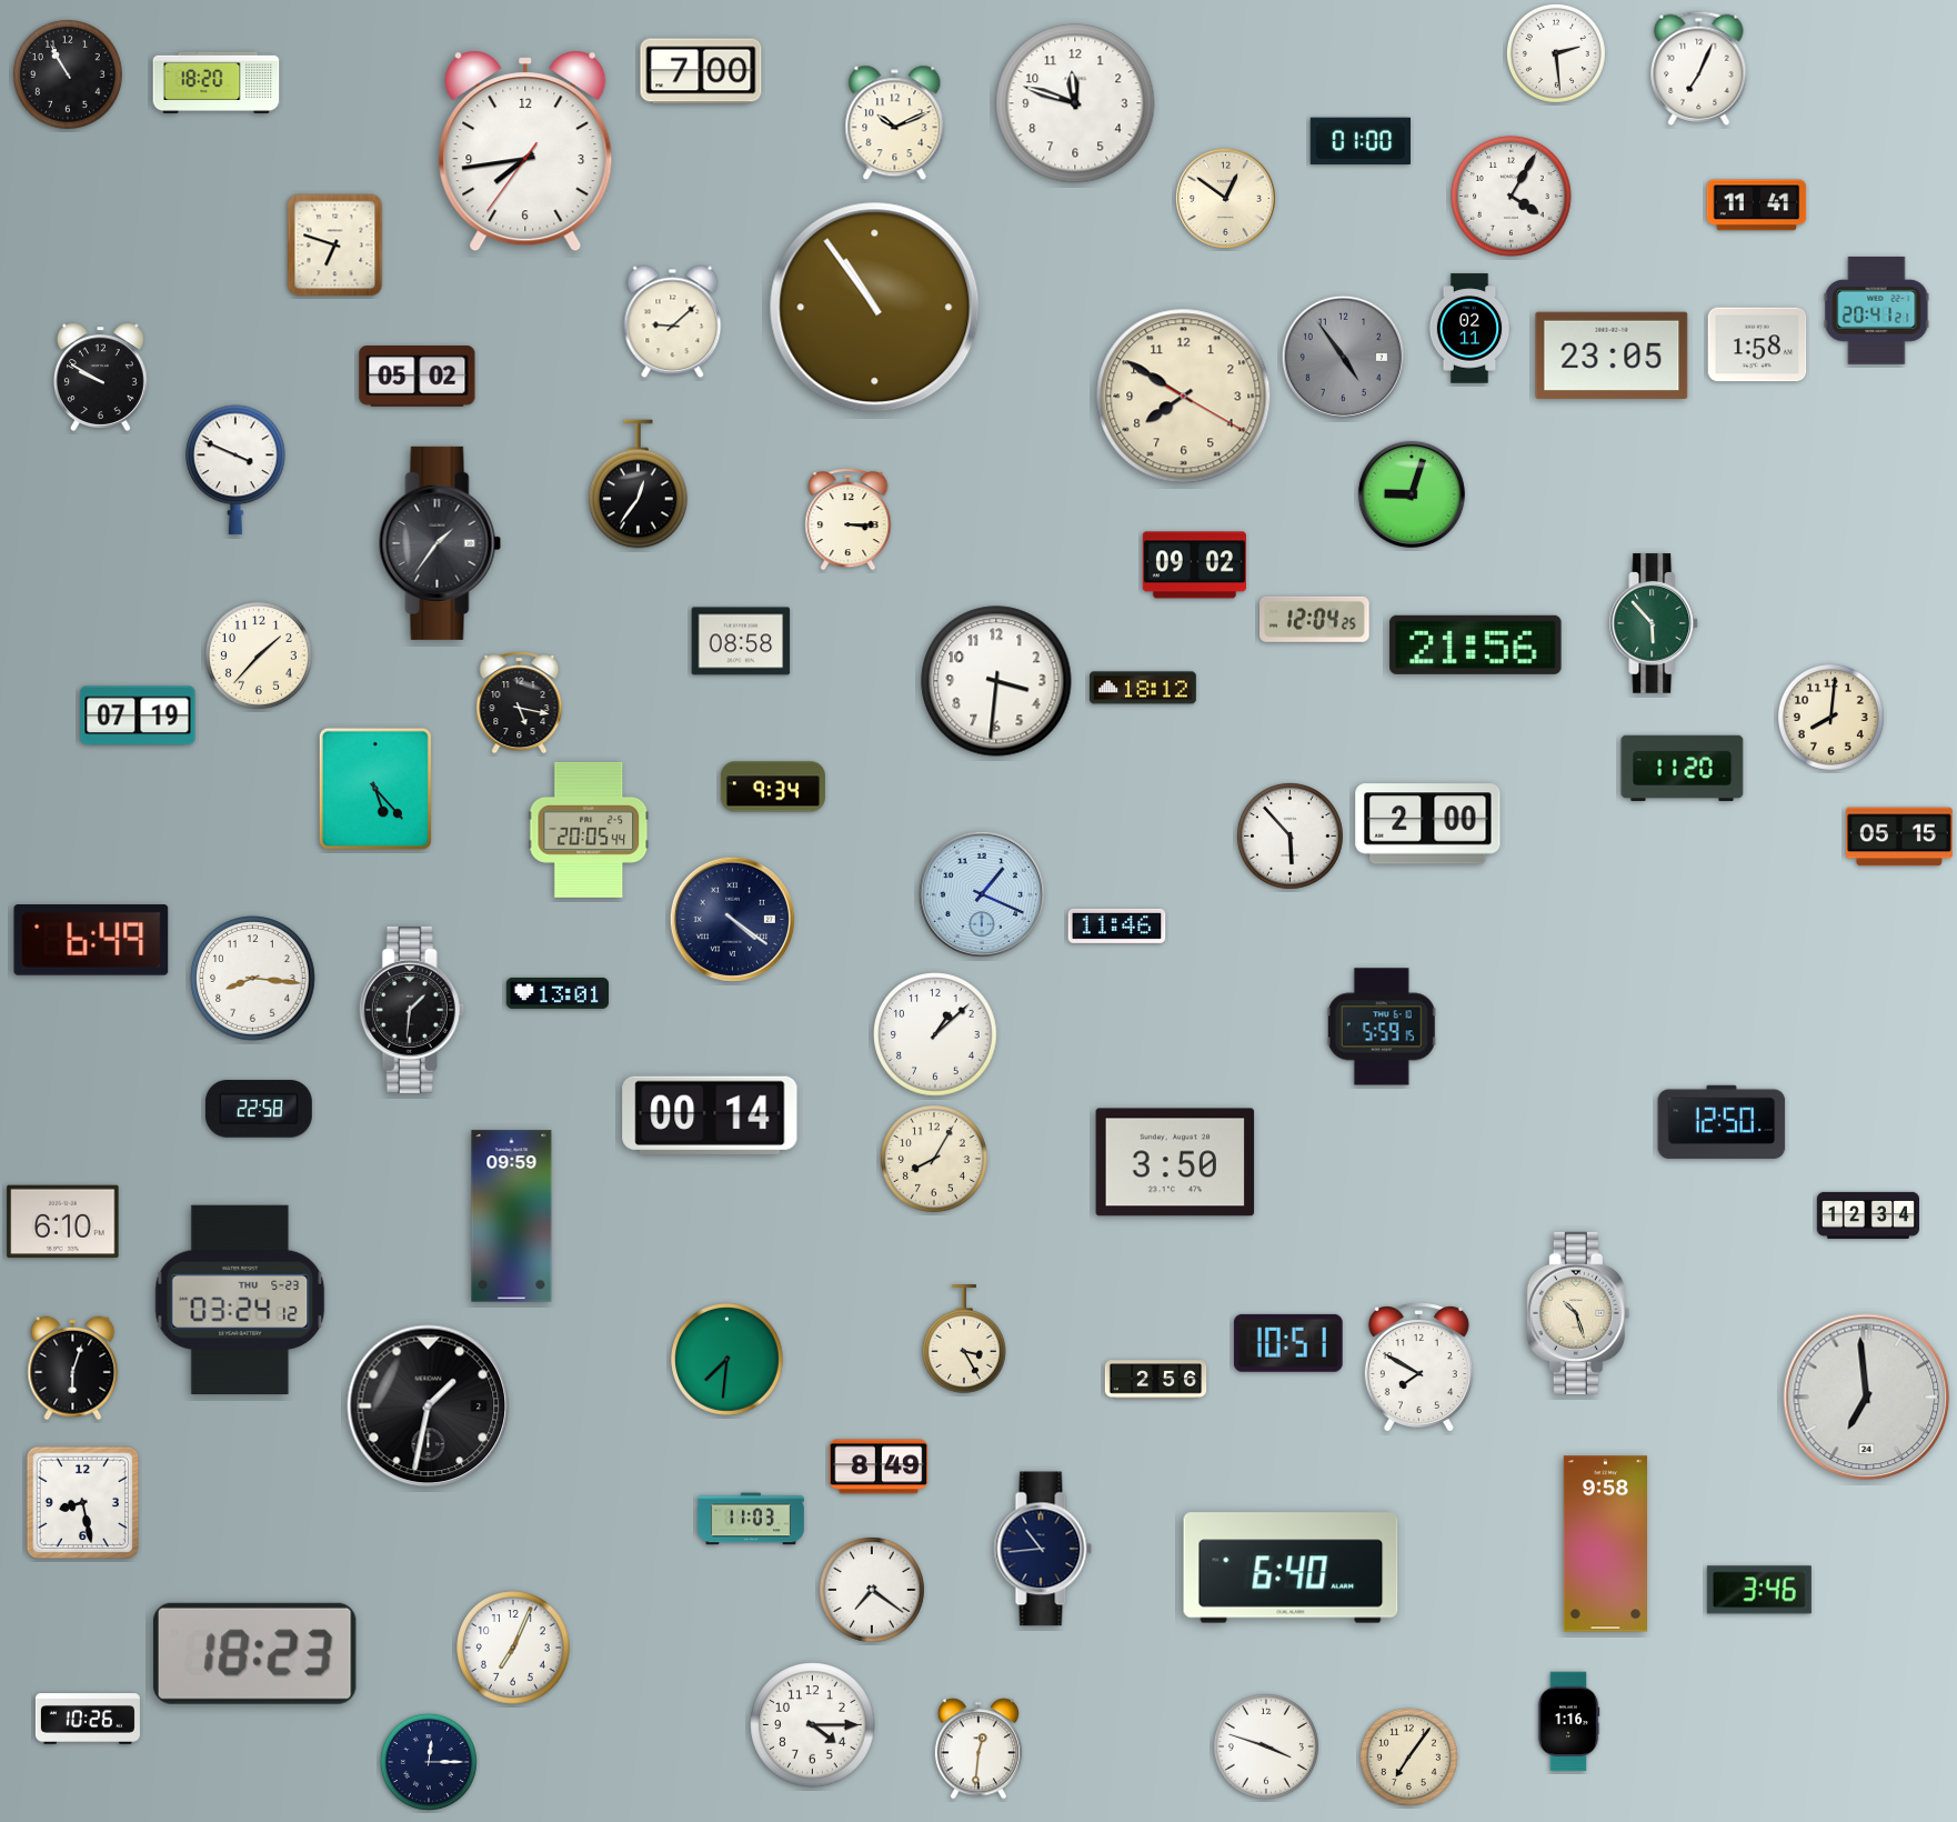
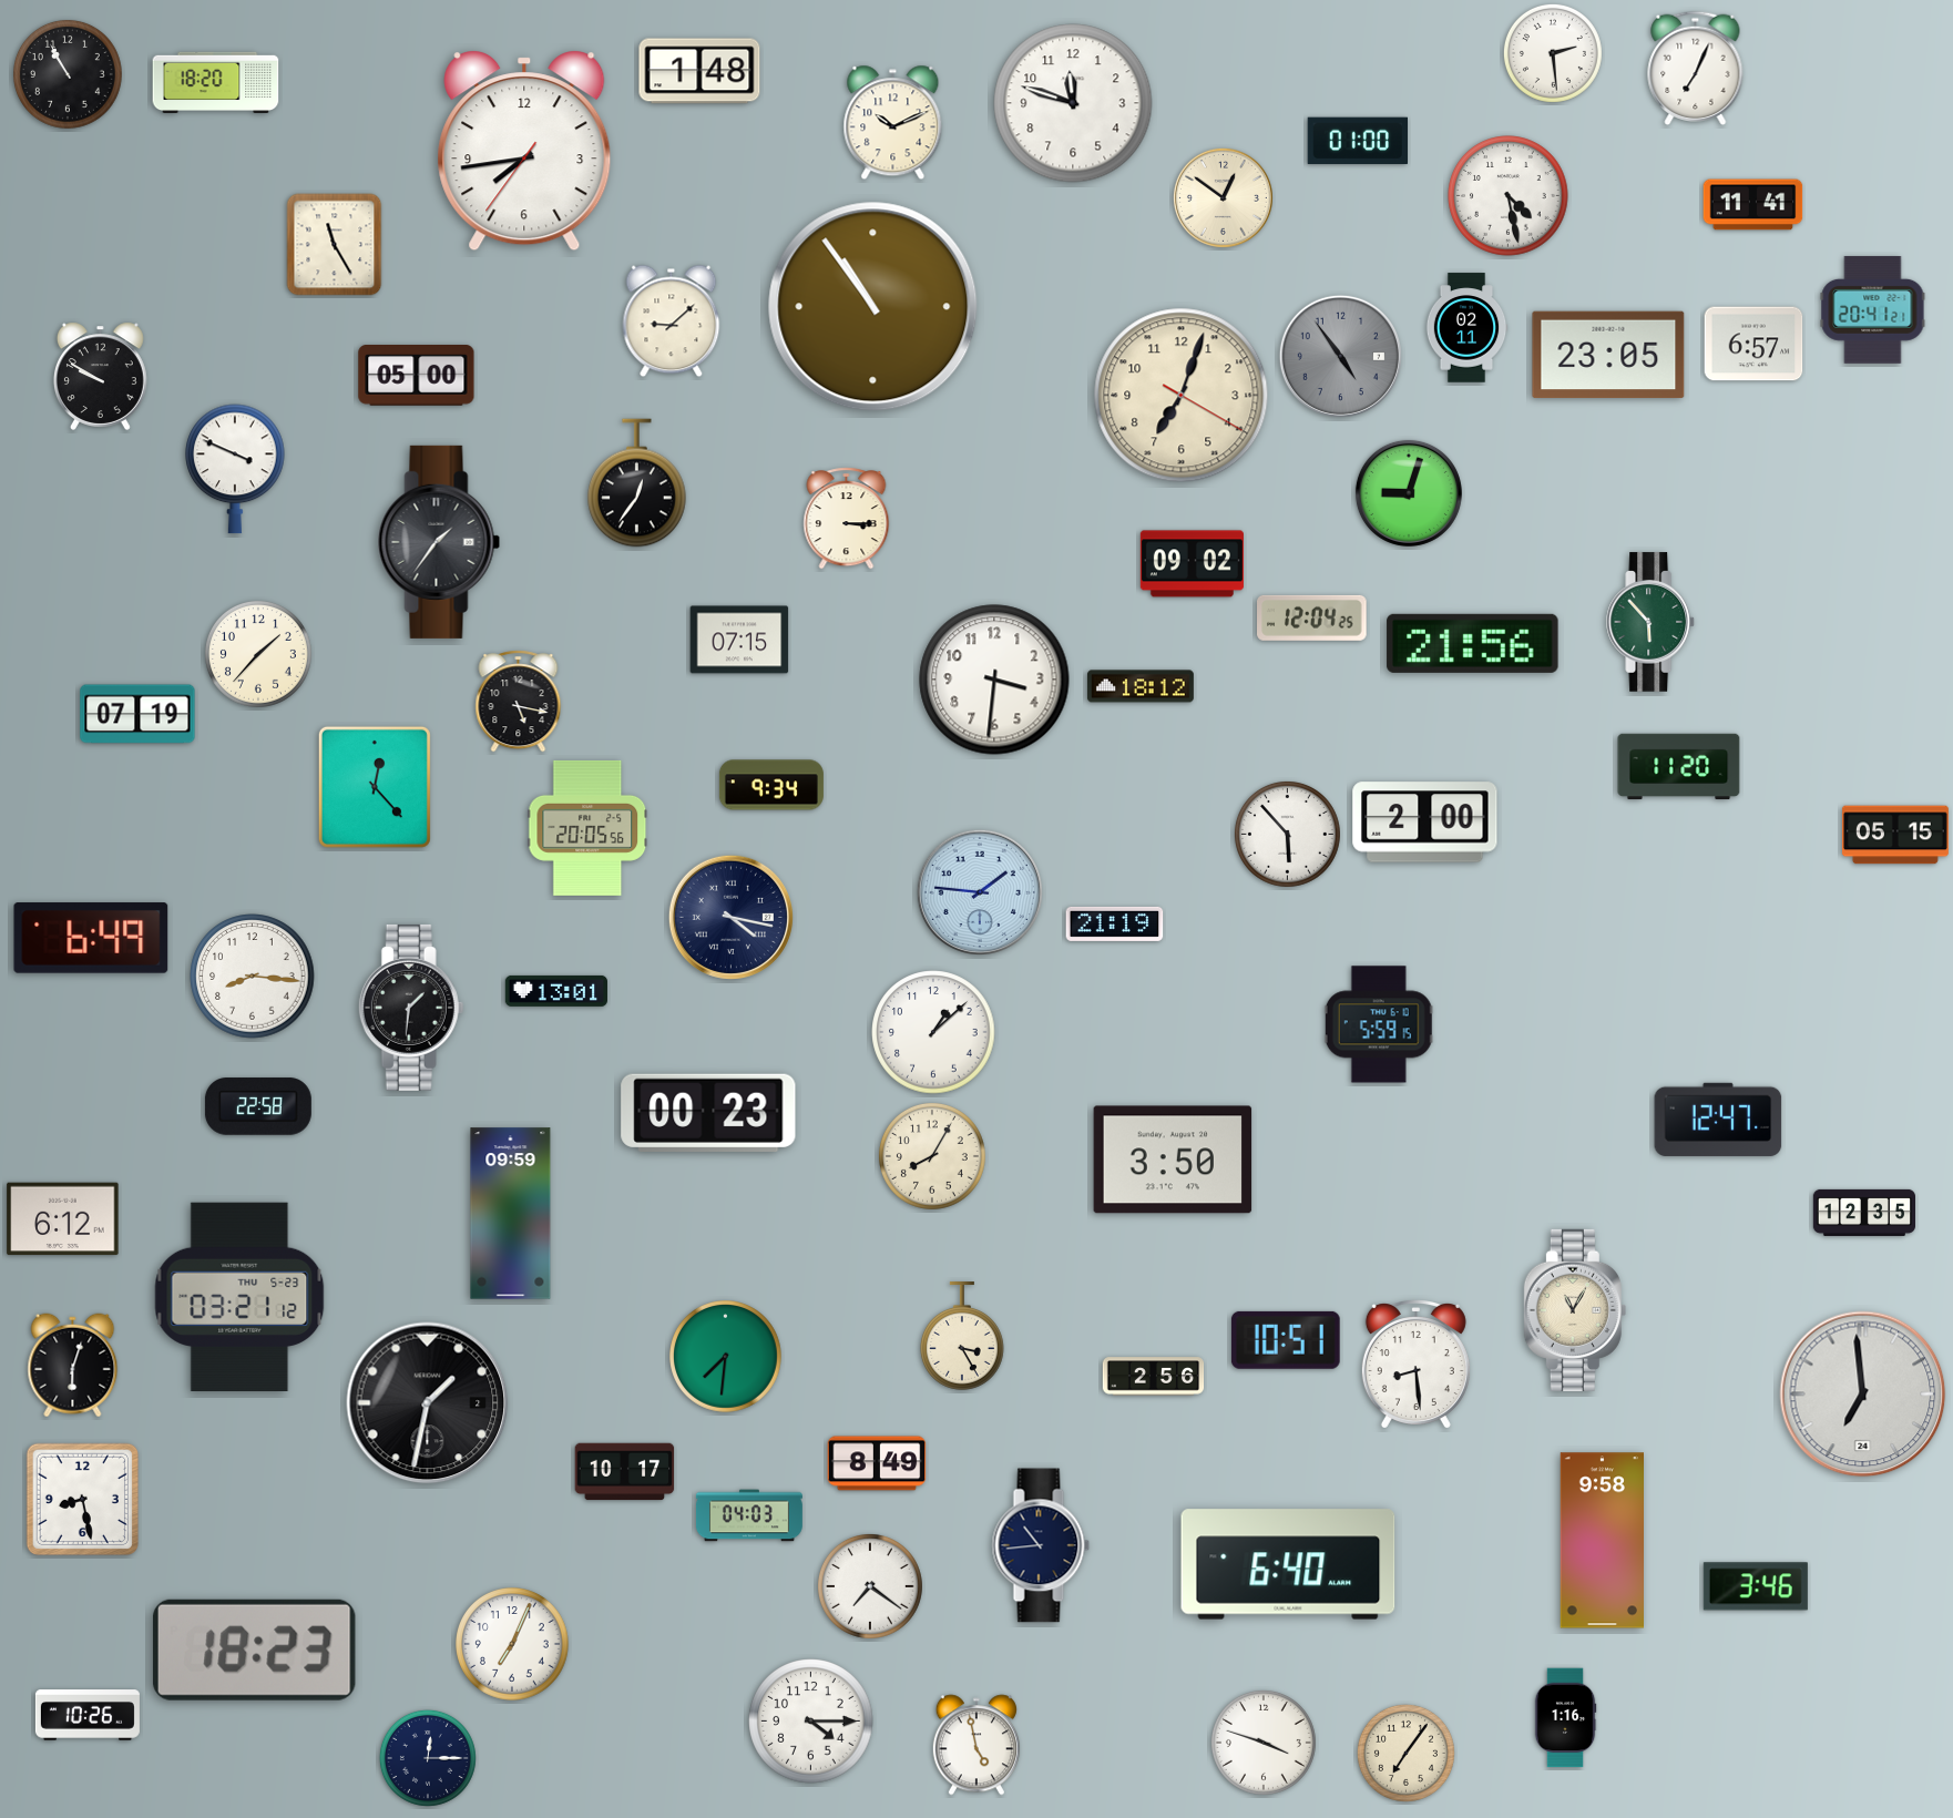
clock at (701, 71): 7:00 -> 1:48
clock at (1512, 197): 4:05 -> 4:28
clock at (335, 246): 6:48 -> 11:25
clock at (1757, 344): 1:58 -> 6:57
clock at (418, 377): 05:02 -> 05:00
clock at (1184, 397): 7:50 -> 7:03
clock at (741, 641): 08:58 -> 07:15
clock at (1830, 717): 8:01 -> none
clock at (375, 789): 5:23 -> 12:23
clock at (589, 830): 20:05:44 -> 20:05:56
clock at (982, 894): 1:19 -> 1:46
clock at (732, 919): 4:21 -> 4:17
clock at (1117, 925): 11:46 -> 21:19
clock at (710, 1115): 00:14 -> 00:23
clock at (1722, 1122): 12:50 -> 12:47
clock at (1867, 1215): 12:34 -> 12:35
clock at (63, 1222): 6:10 -> 6:12
clock at (240, 1299): 03:24 -> 03:21
clock at (1578, 1313): 10:27 -> 11:05
clock at (1418, 1368): 7:50 -> 8:29
clock at (625, 1472): none -> 10:17
clock at (751, 1519): 11:03 -> 04:03
clock at (978, 1749): 12:31 -> 4:58
